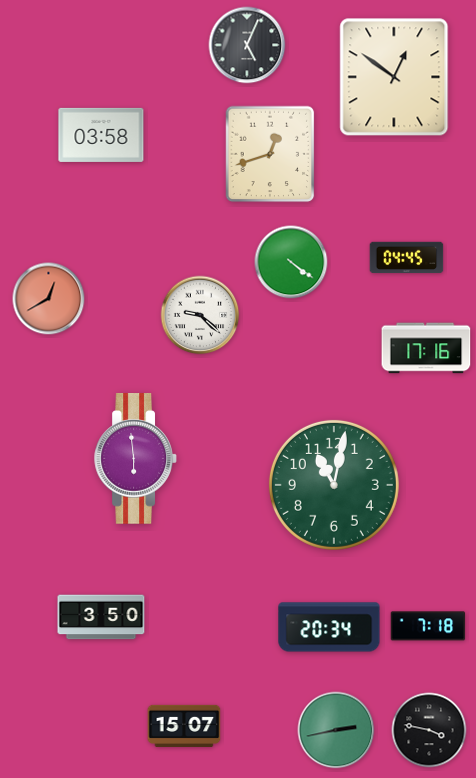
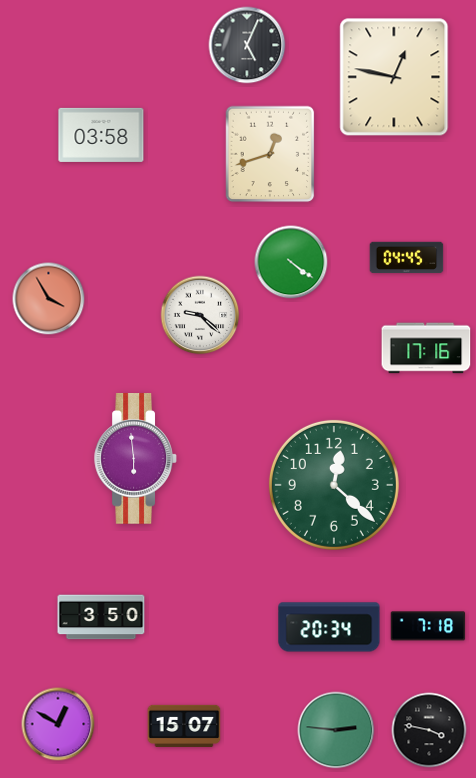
clock at (394, 77): 12:51 -> 12:47
clock at (49, 299): 12:40 -> 3:55
clock at (334, 485): 11:02 -> 12:22
clock at (58, 724): none -> 12:50
clock at (336, 730): 2:43 -> 2:46
